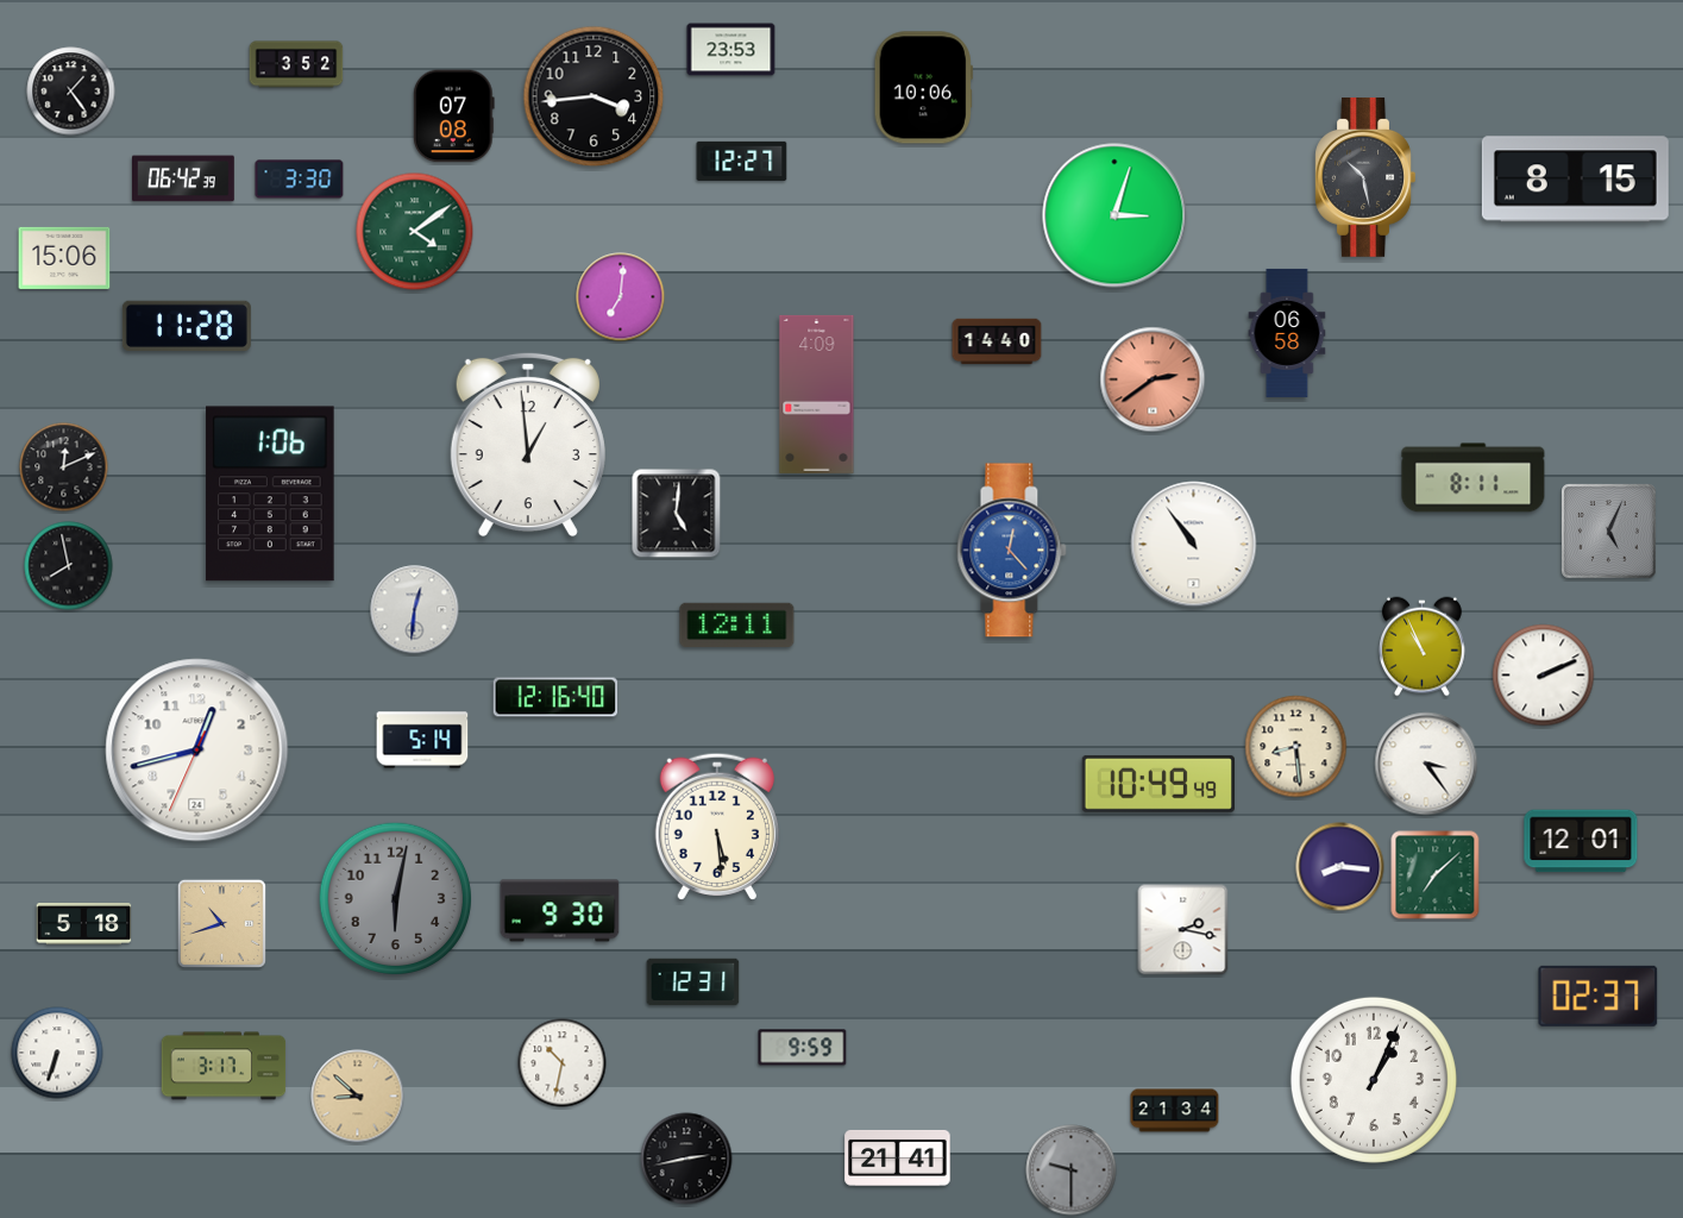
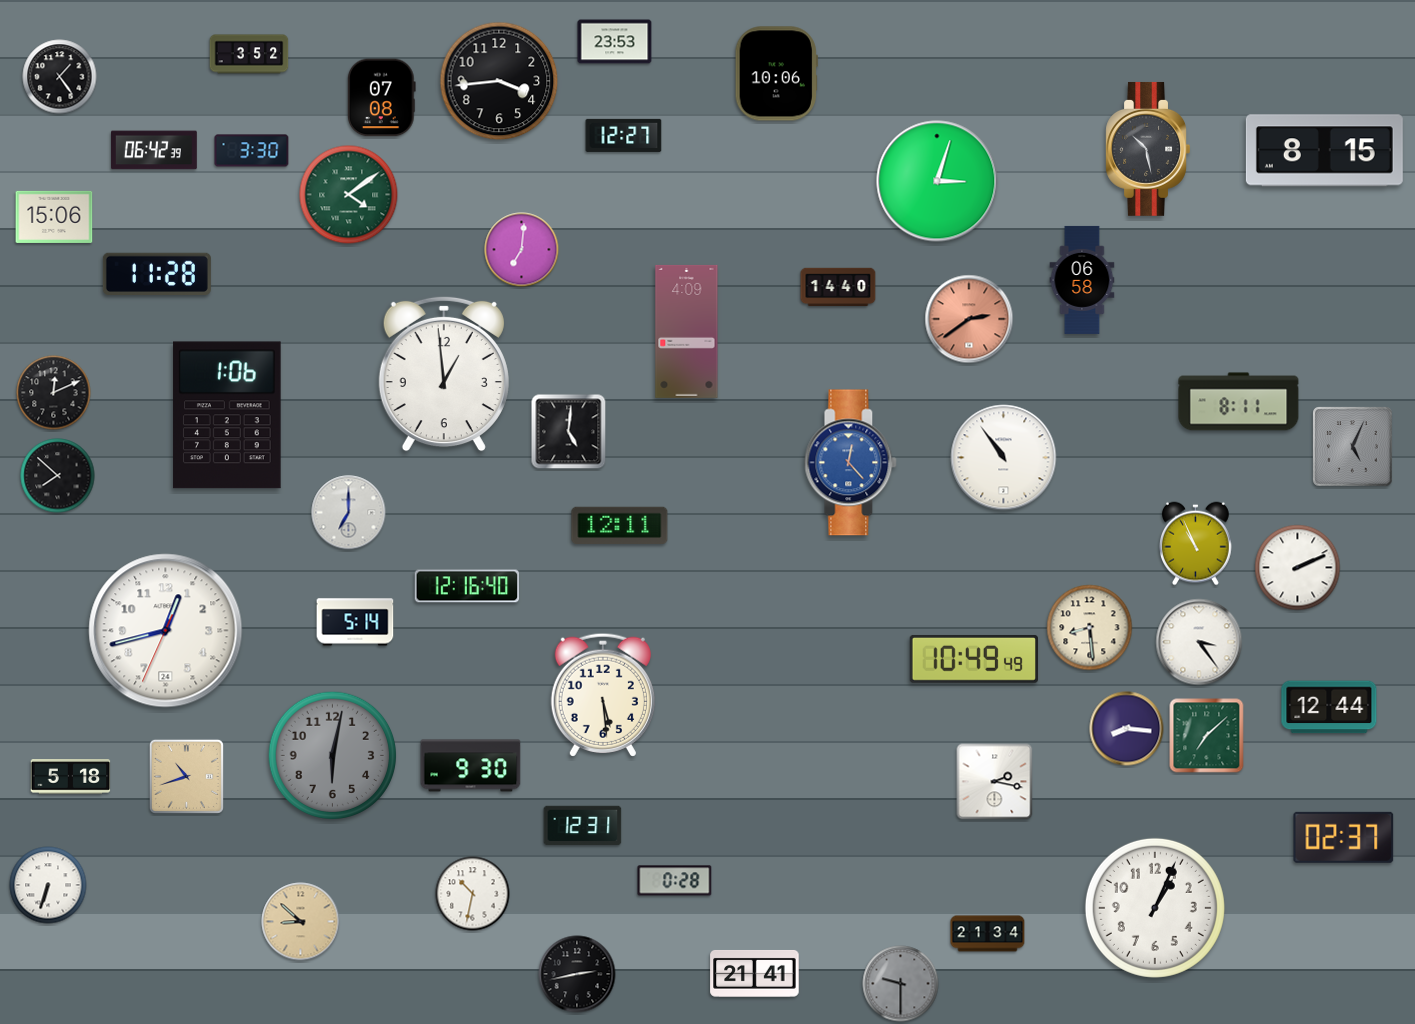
clock at (69, 566): 7:58 -> 7:52
clock at (415, 610): 12:31 -> 7:00
clock at (1581, 841): 12:01 -> 12:44
clock at (803, 1048): 9:59 -> 0:28
clock at (224, 1066): 3:17 -> none
